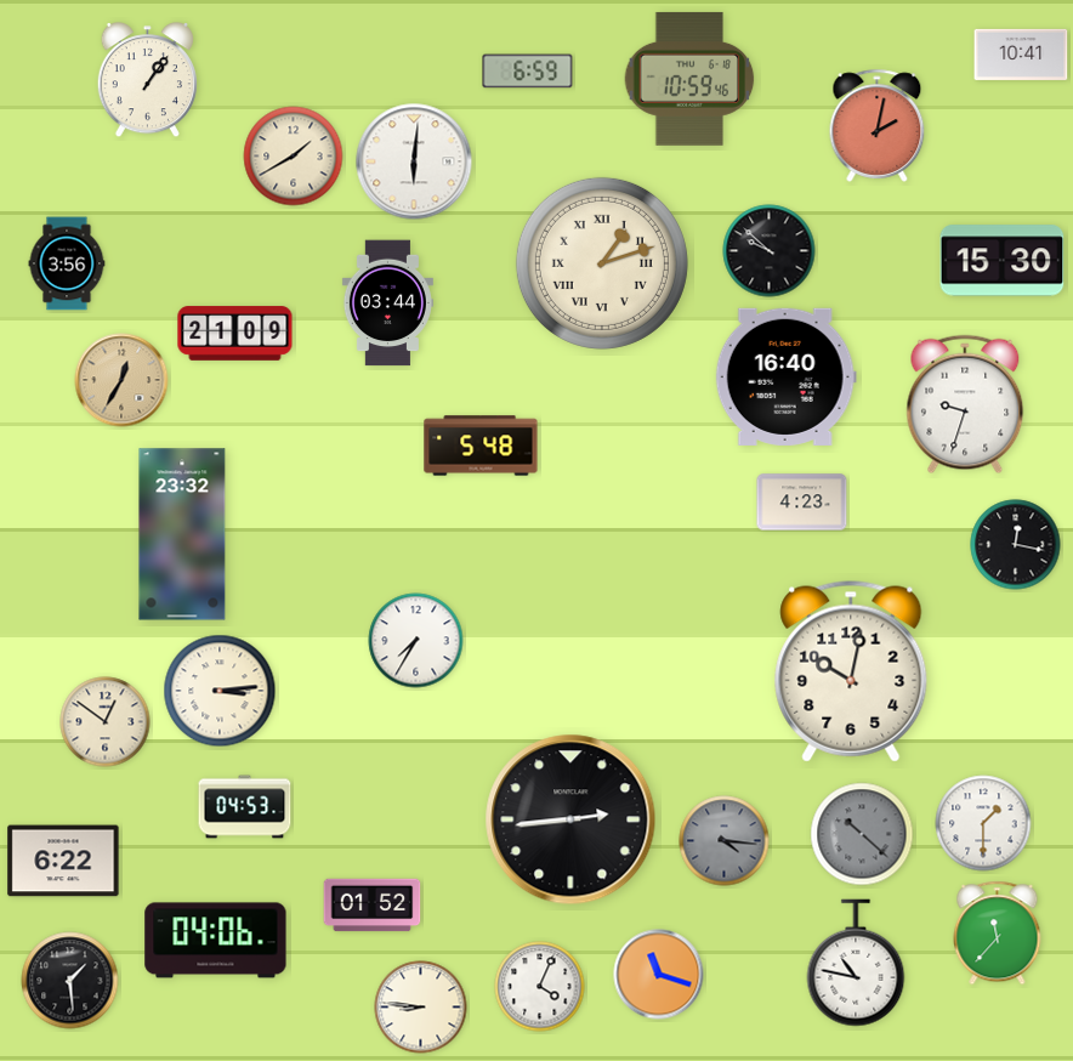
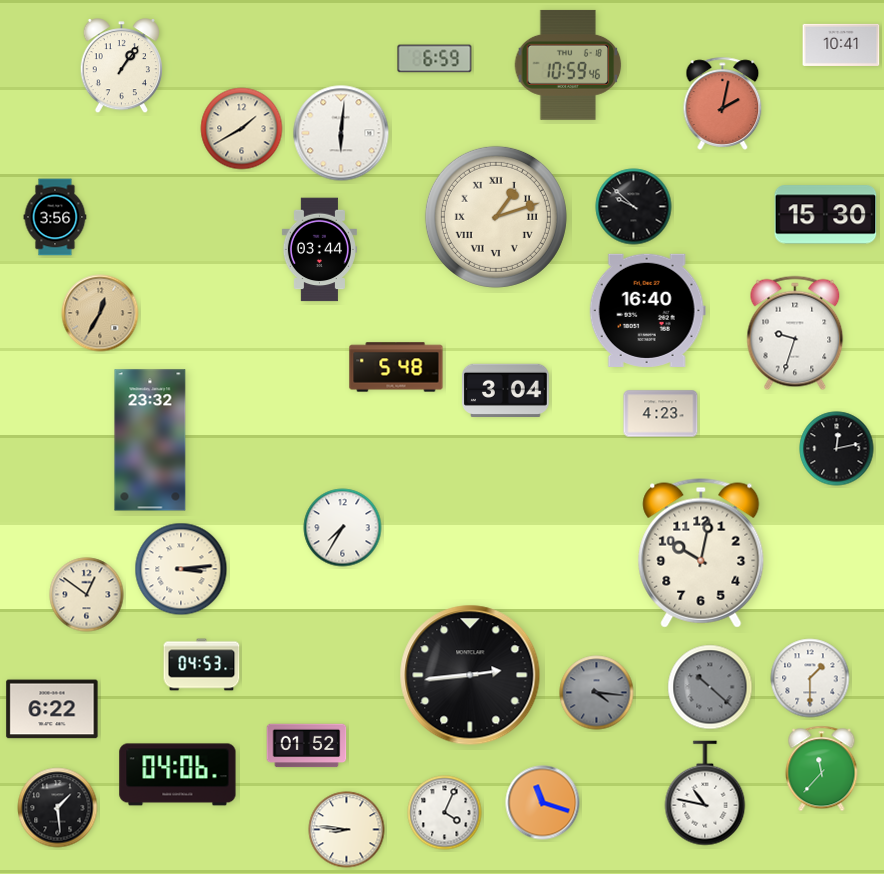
clock at (235, 334): 21:09 -> none
clock at (506, 390): none -> 3:04
clock at (1016, 545): 12:17 -> 12:13
